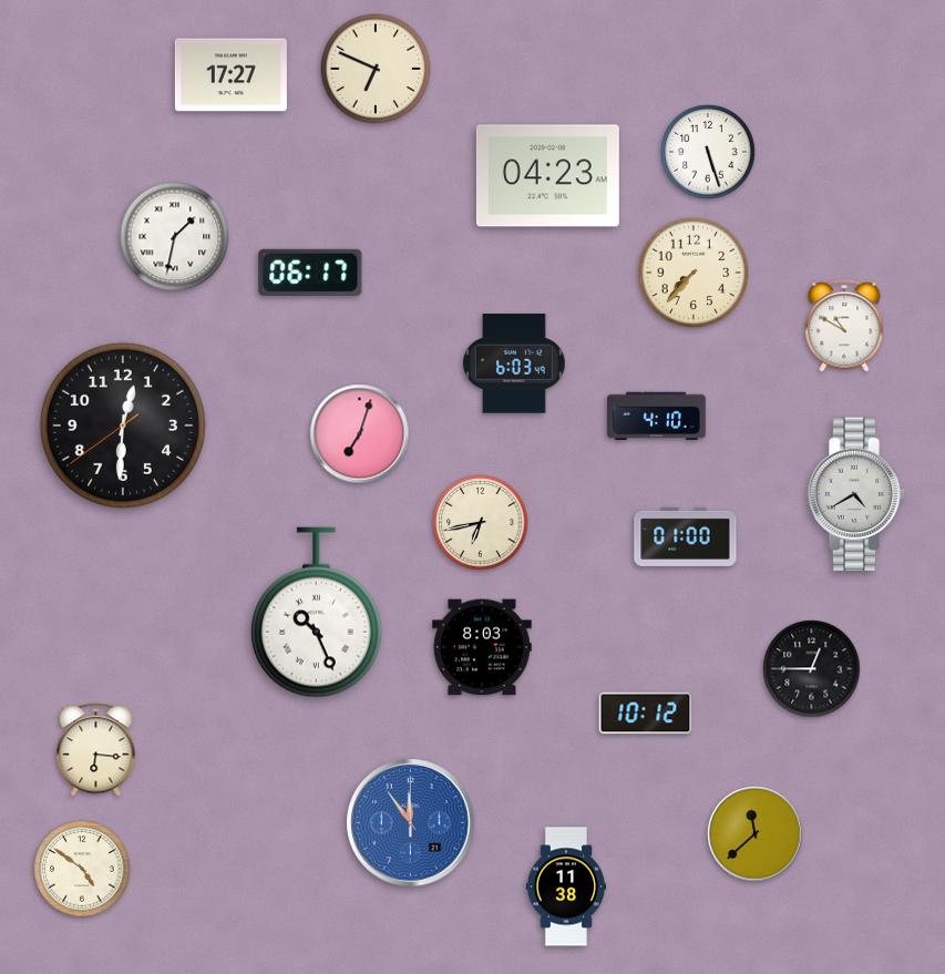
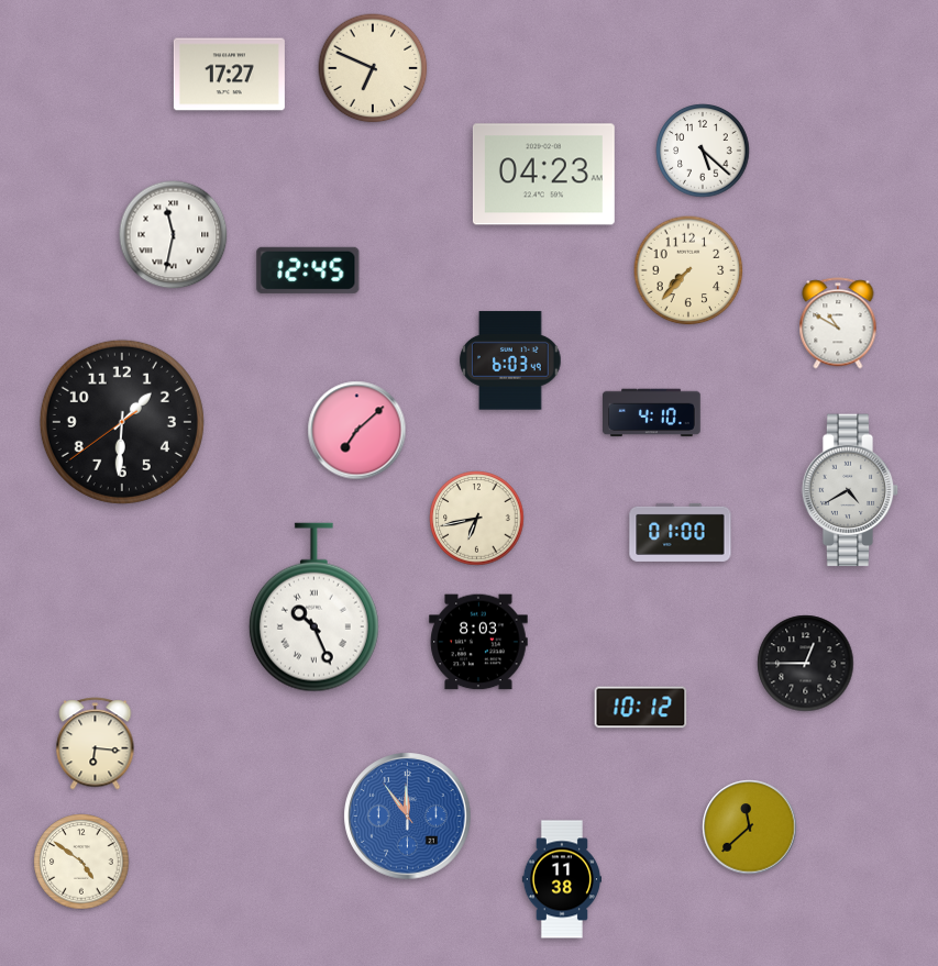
clock at (708, 152): 5:27 -> 5:22
clock at (175, 237): 1:32 -> 11:32
clock at (310, 273): 06:17 -> 12:45
clock at (123, 426): 12:30 -> 1:30
clock at (360, 434): 7:03 -> 7:08
